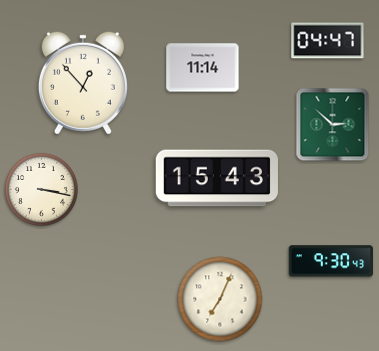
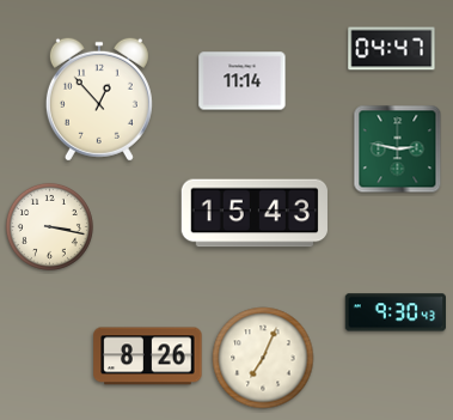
clock at (333, 125): 2:52 -> 2:47
clock at (217, 178) position: (217, 178) -> (255, 213)
clock at (148, 357): none -> 8:26
